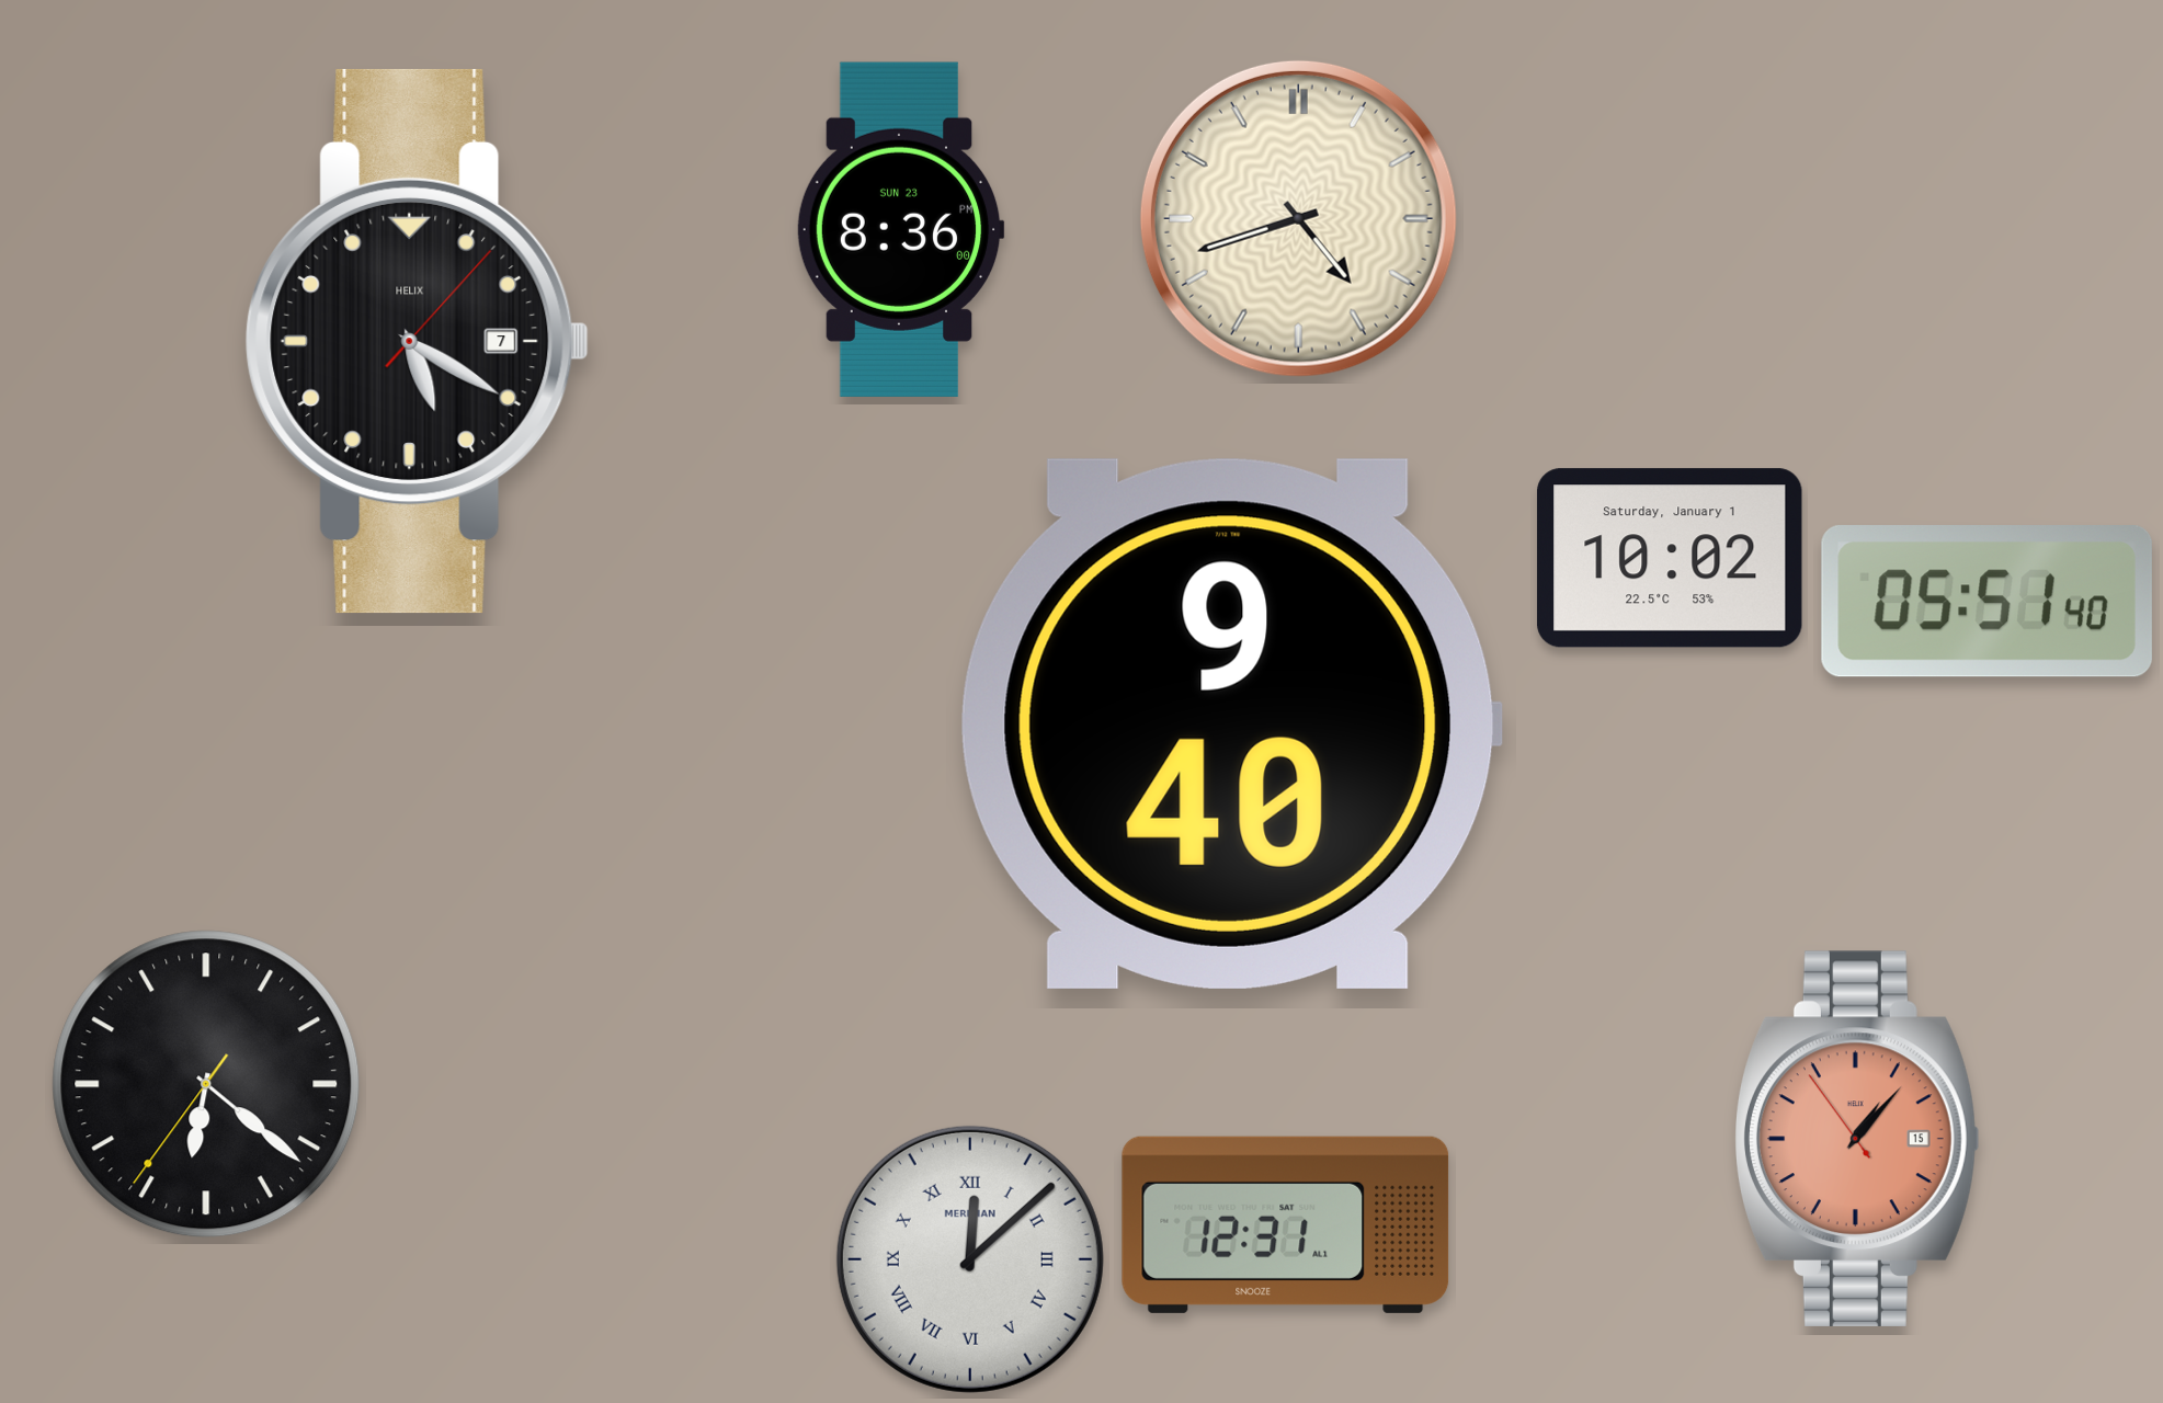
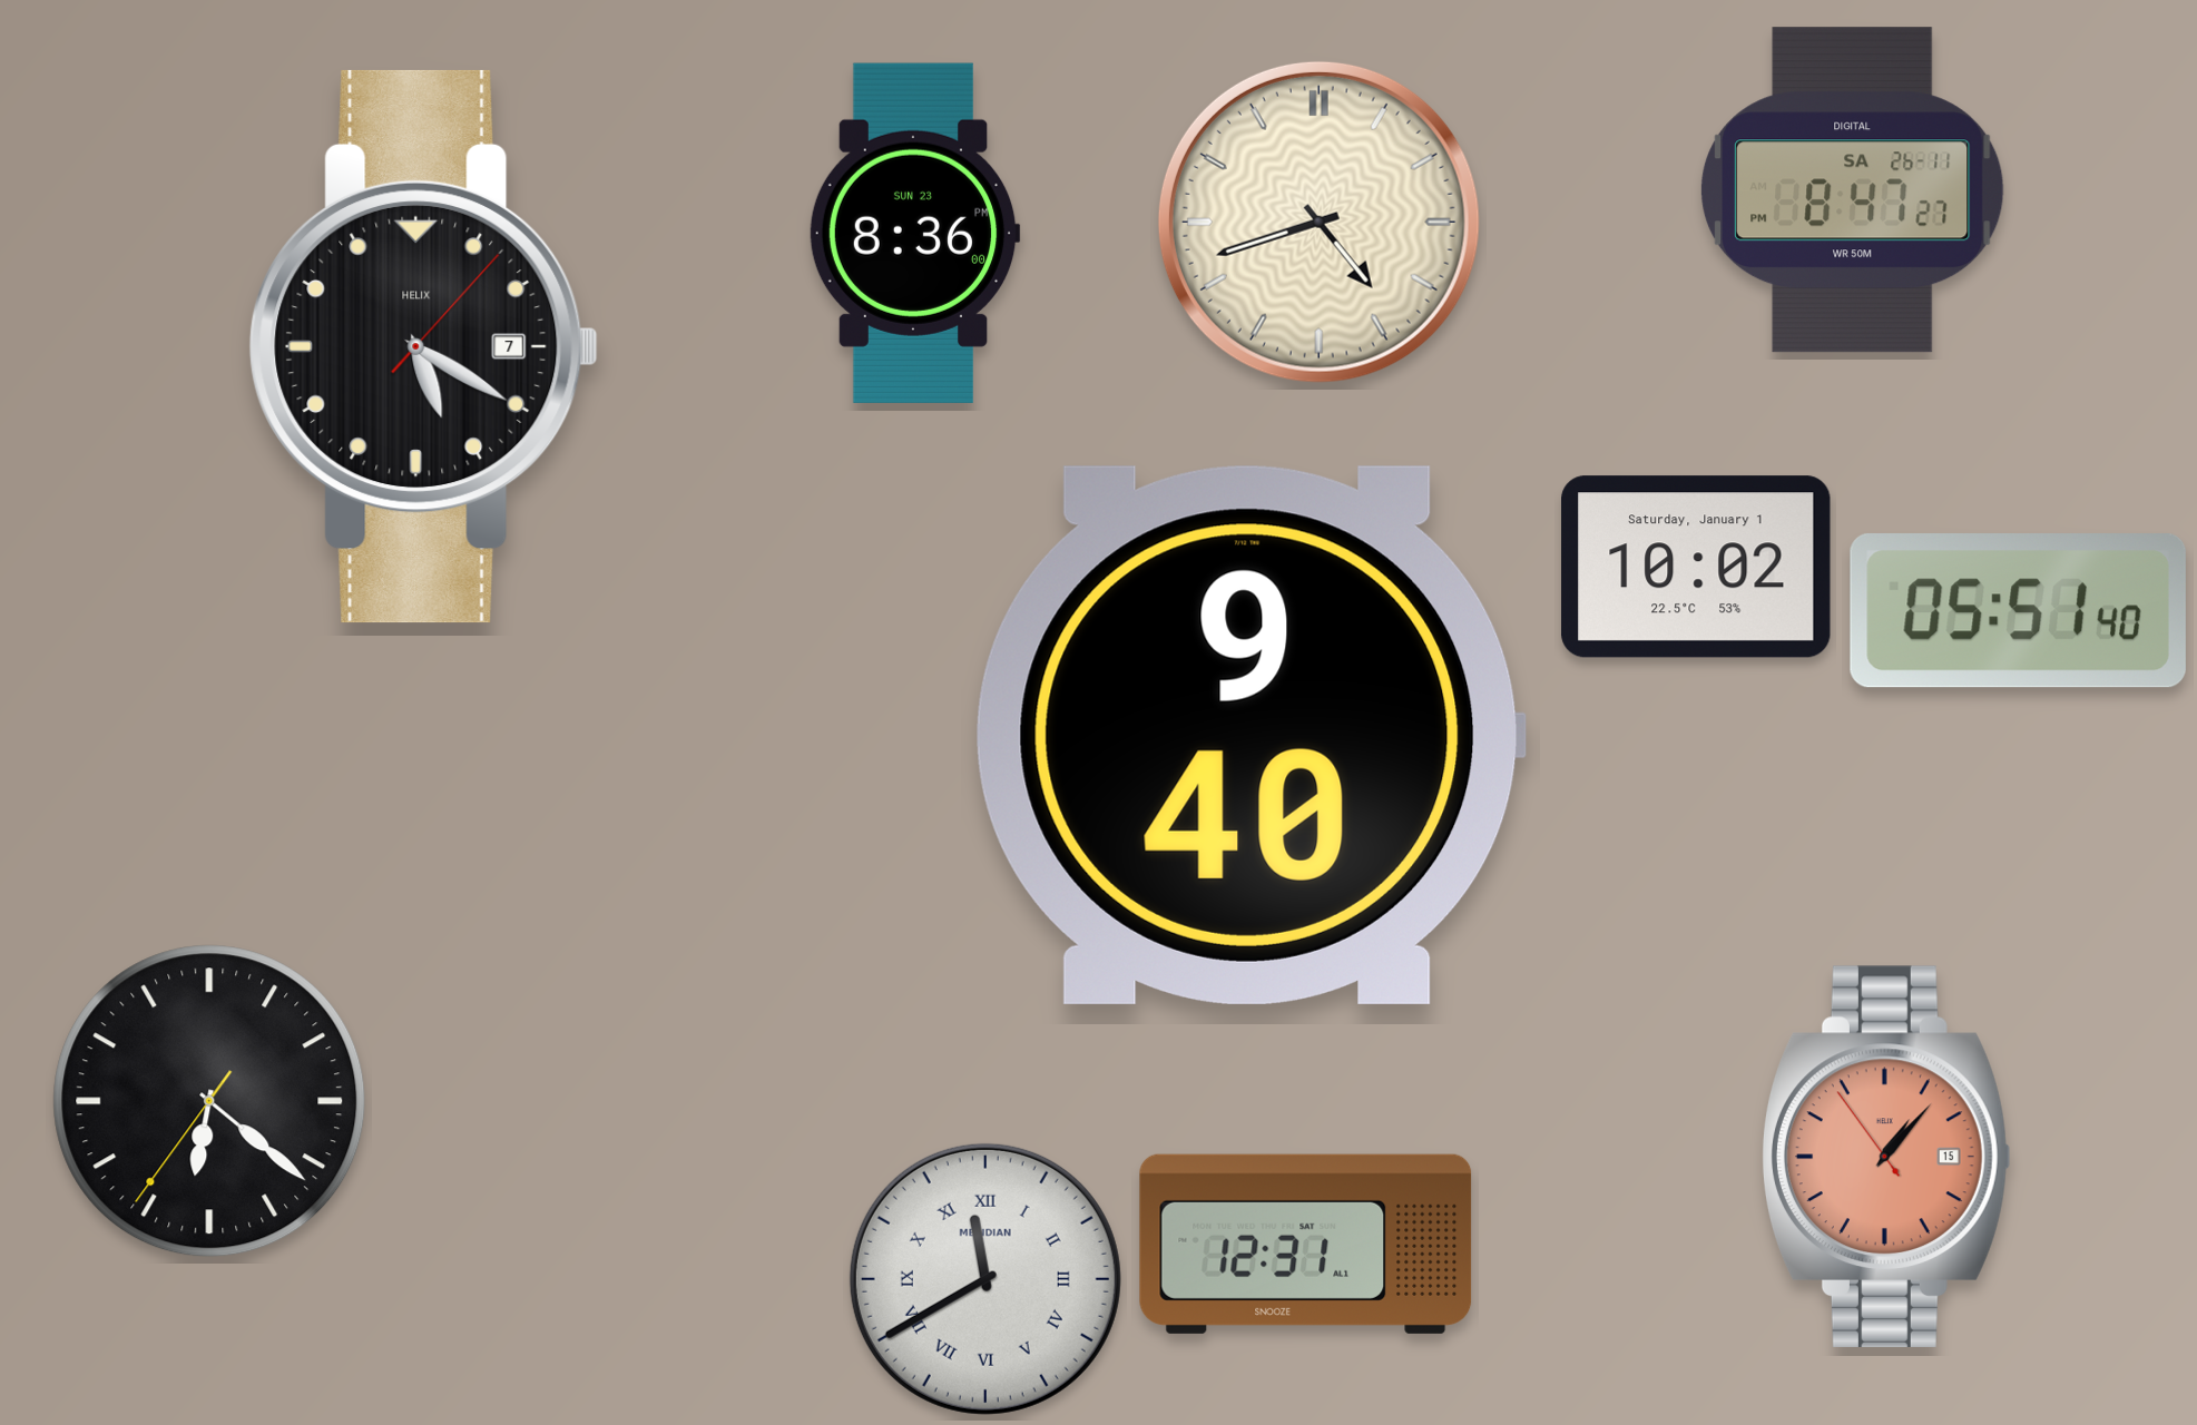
clock at (1853, 190): none -> 8:47
clock at (970, 1259): 12:08 -> 11:40
